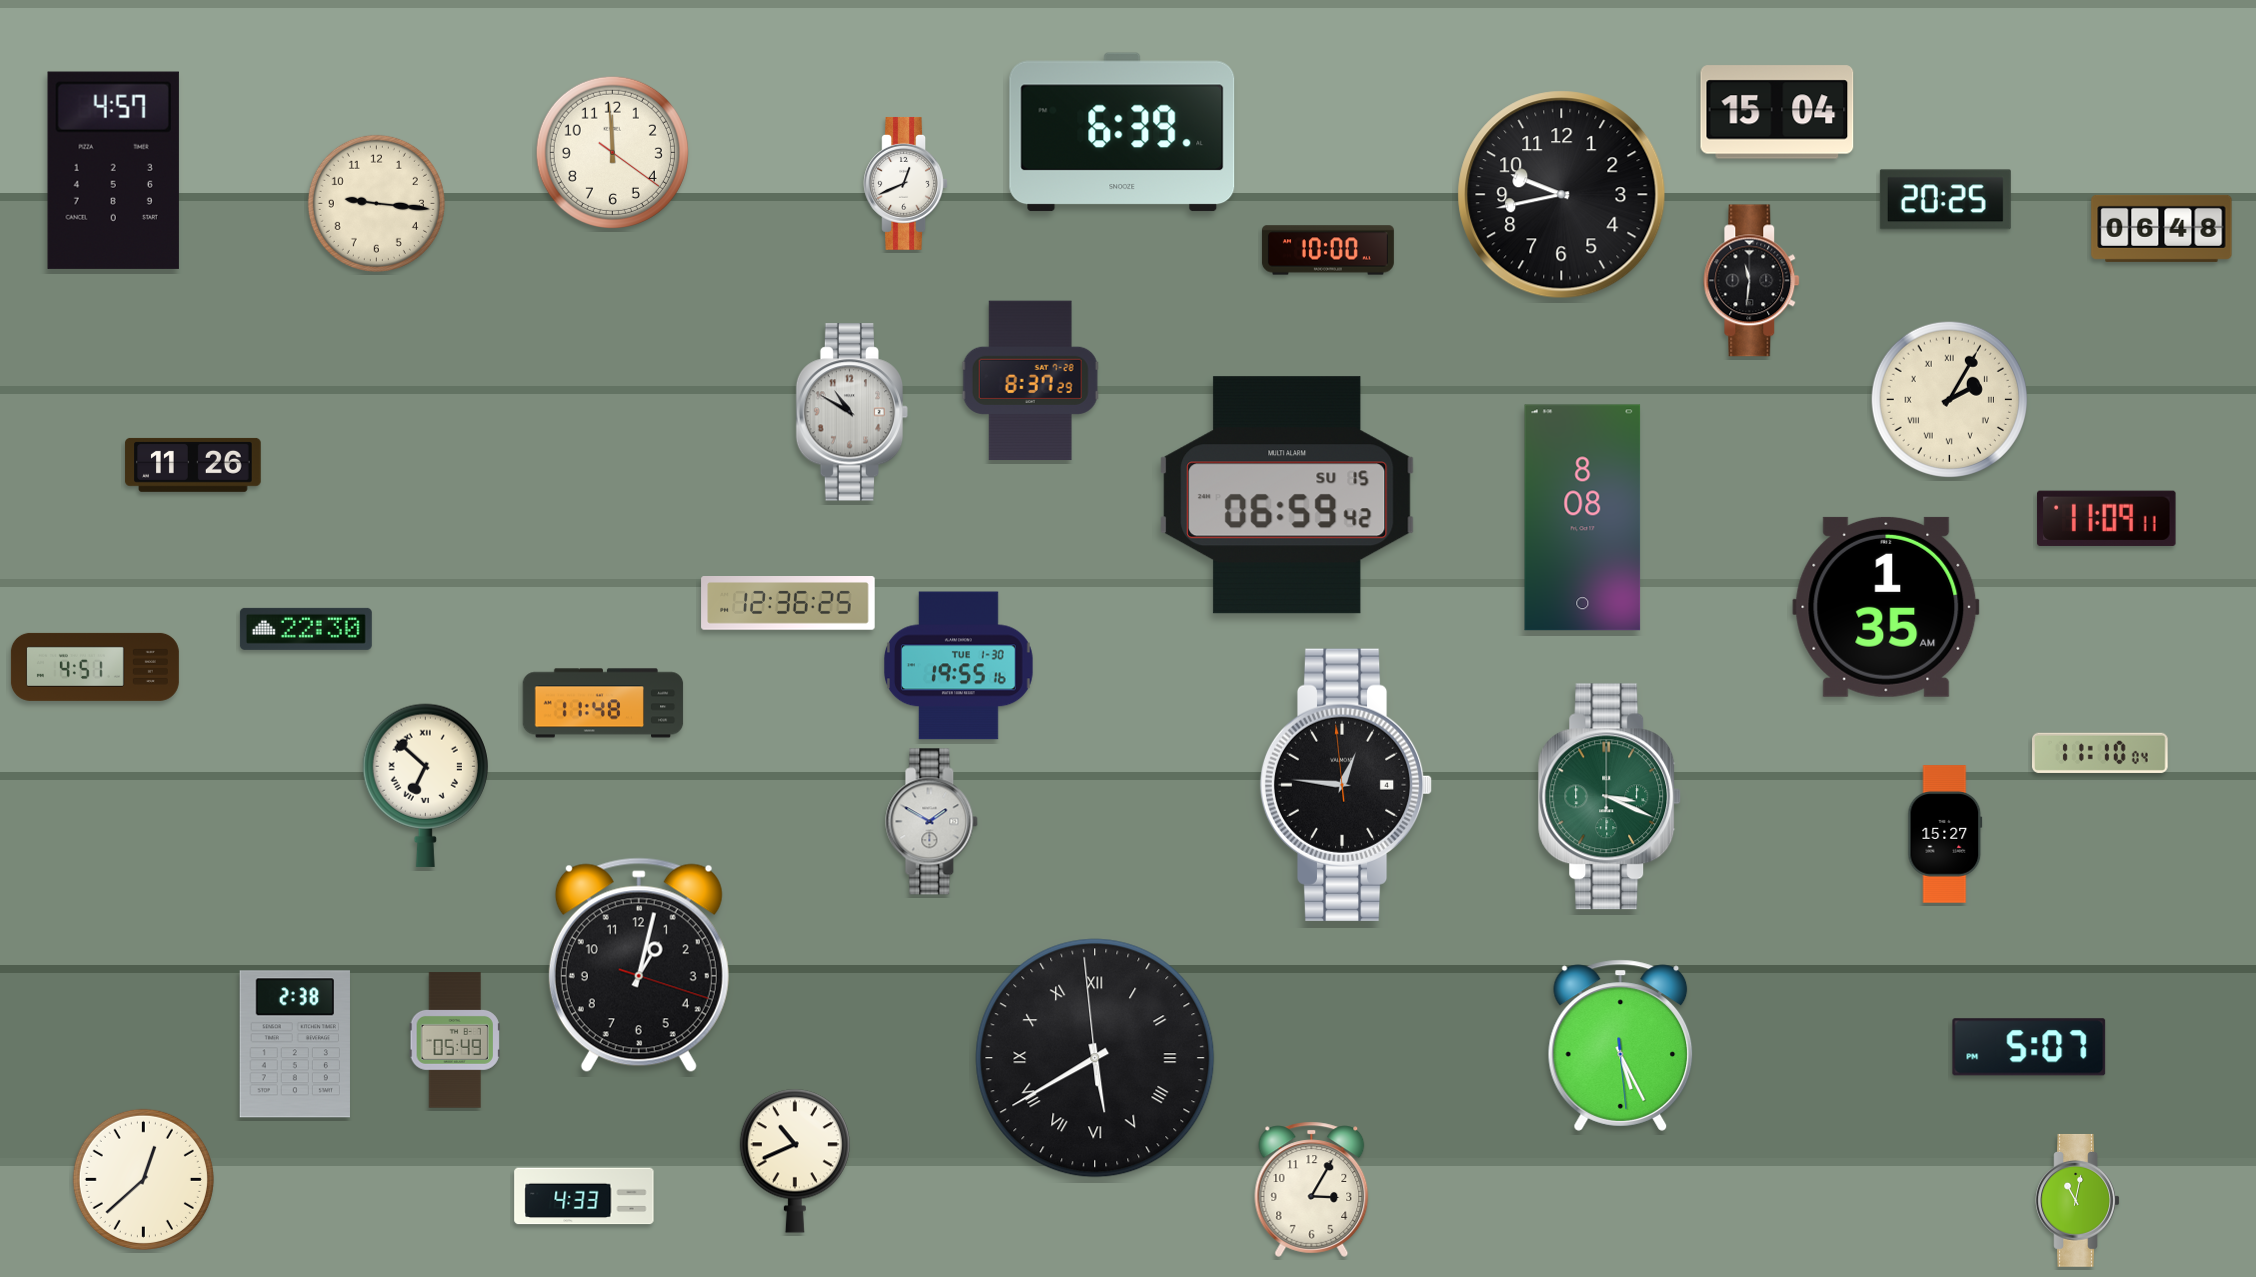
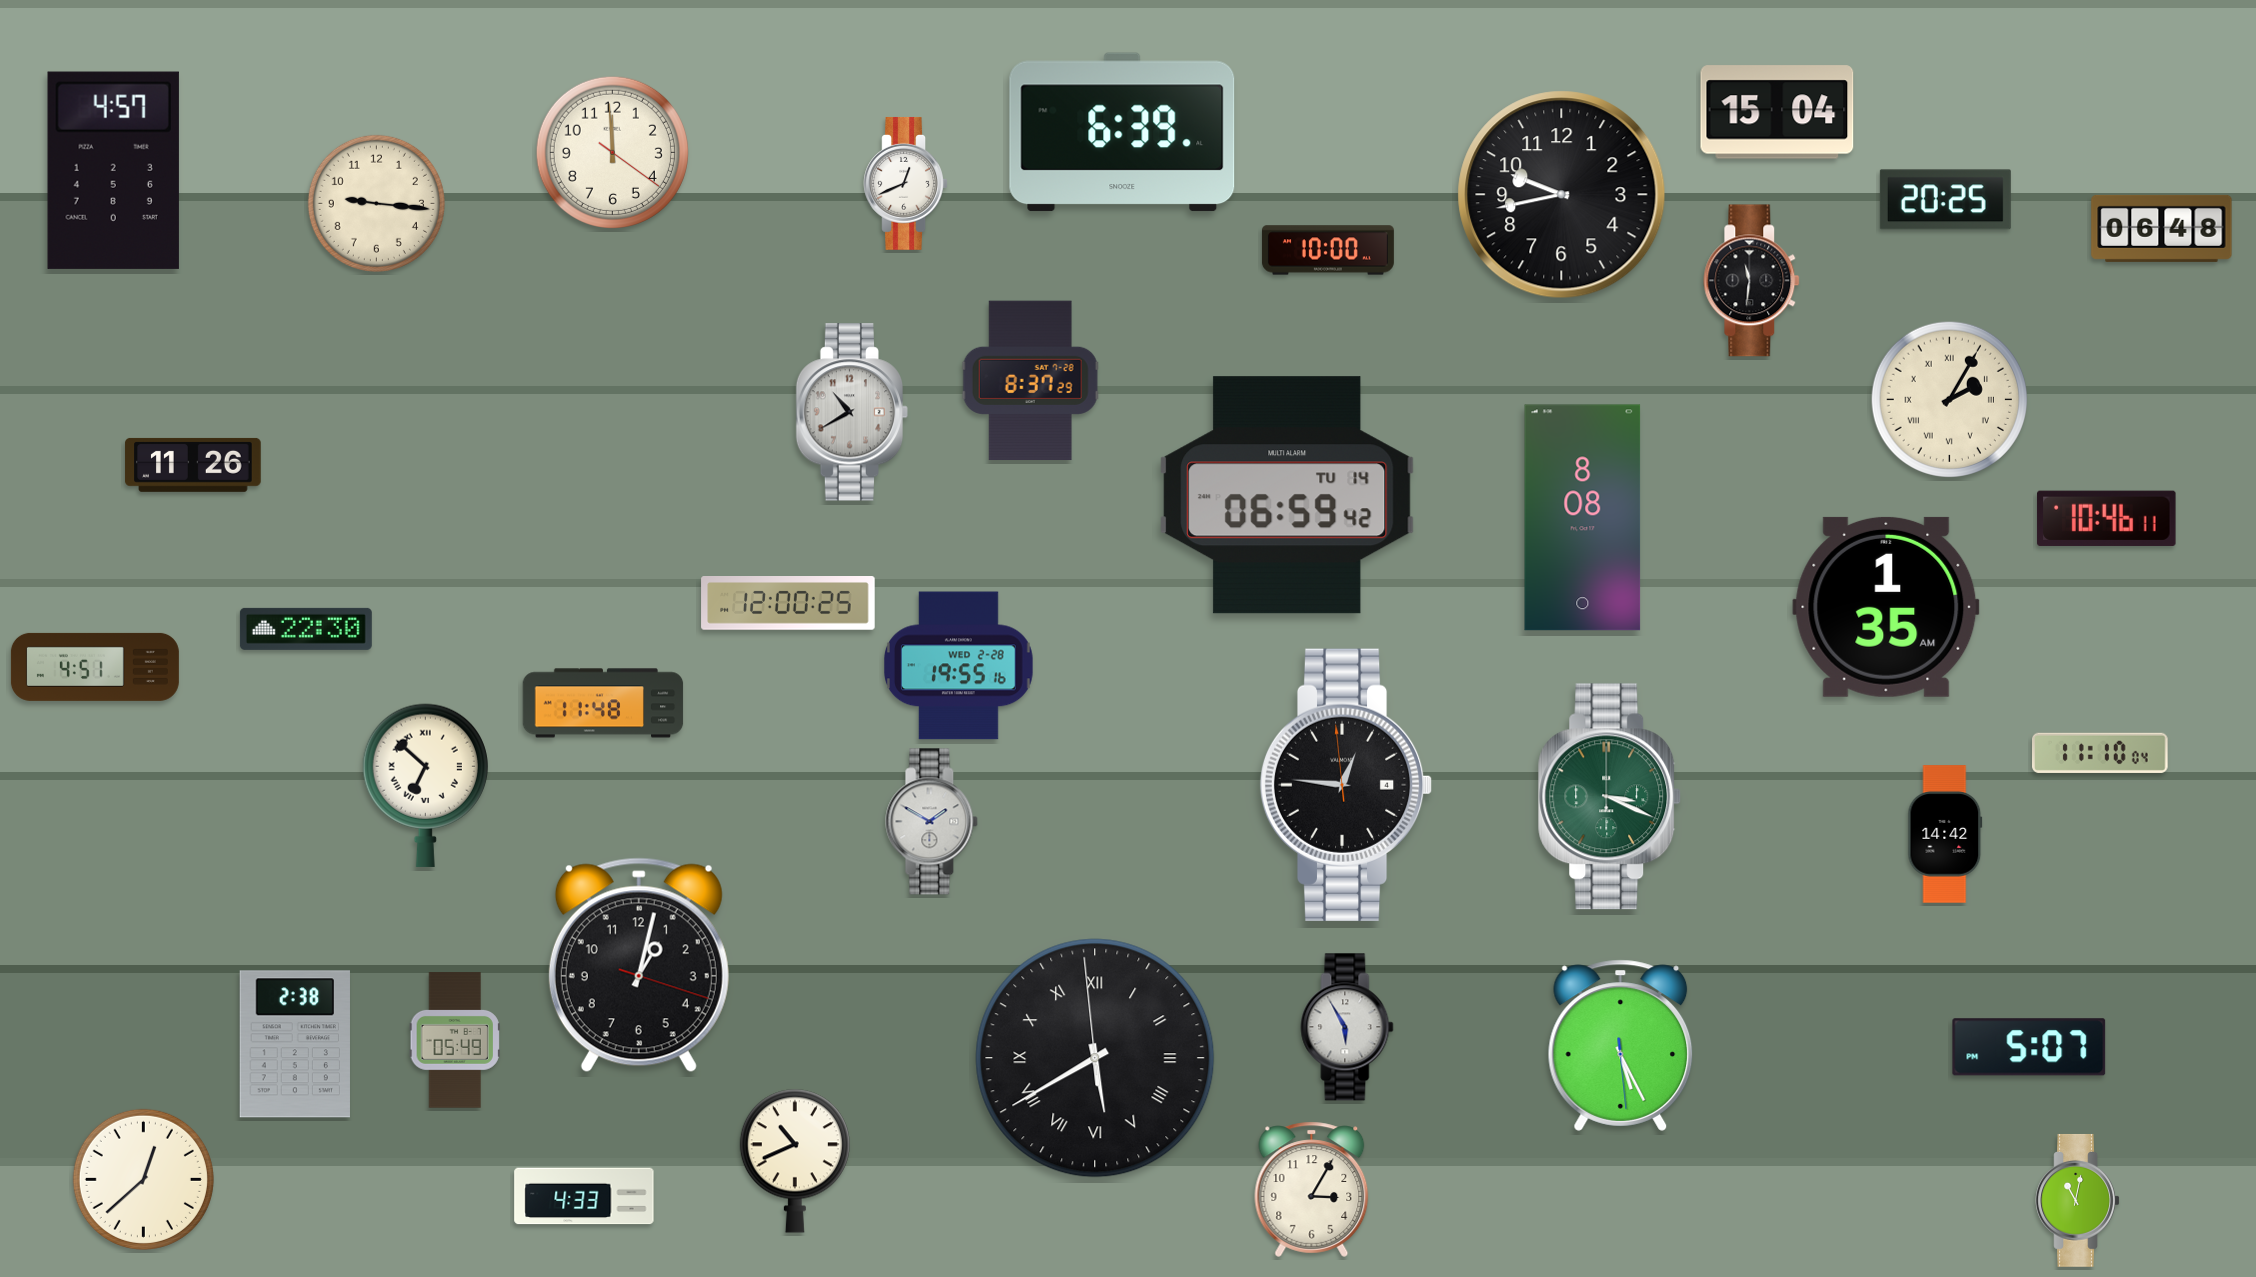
clock at (852, 412): 10:50 -> 10:40
clock at (1287, 495) date: SU 15 -> TU 14
clock at (2107, 518): 11:09 -> 10:46
clock at (788, 603): 12:36 -> 12:00
clock at (959, 666) date: TUE 1-30 -> WED 2-28
clock at (1945, 834): 15:27 -> 14:42
clock at (1347, 1027): none -> 5:55
